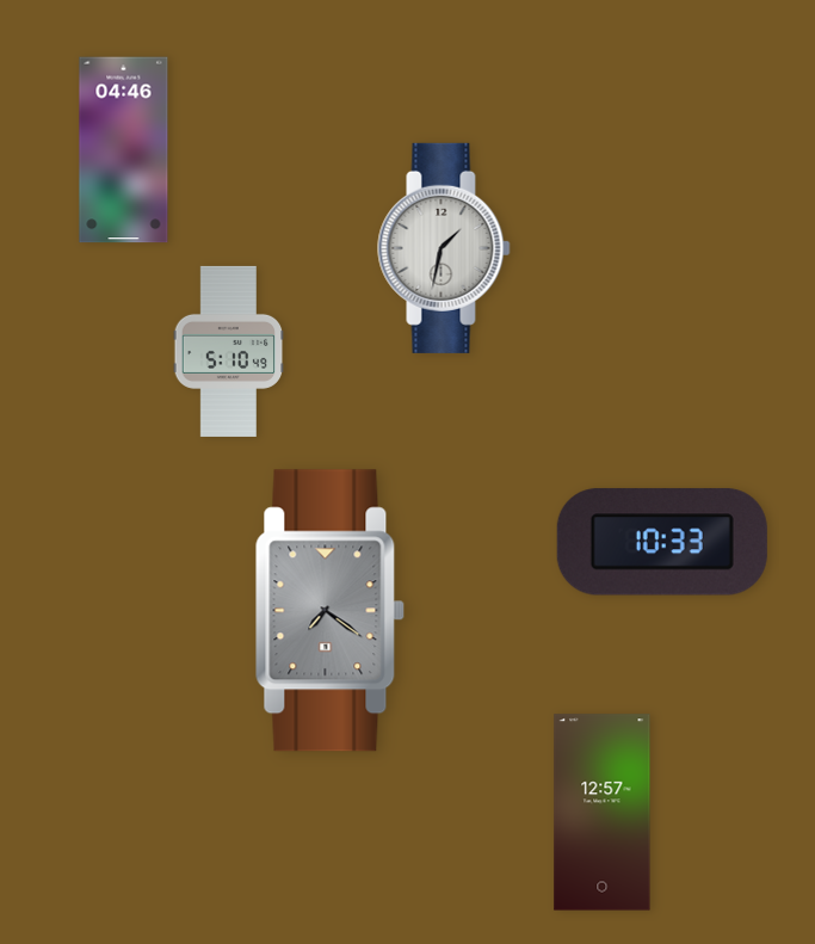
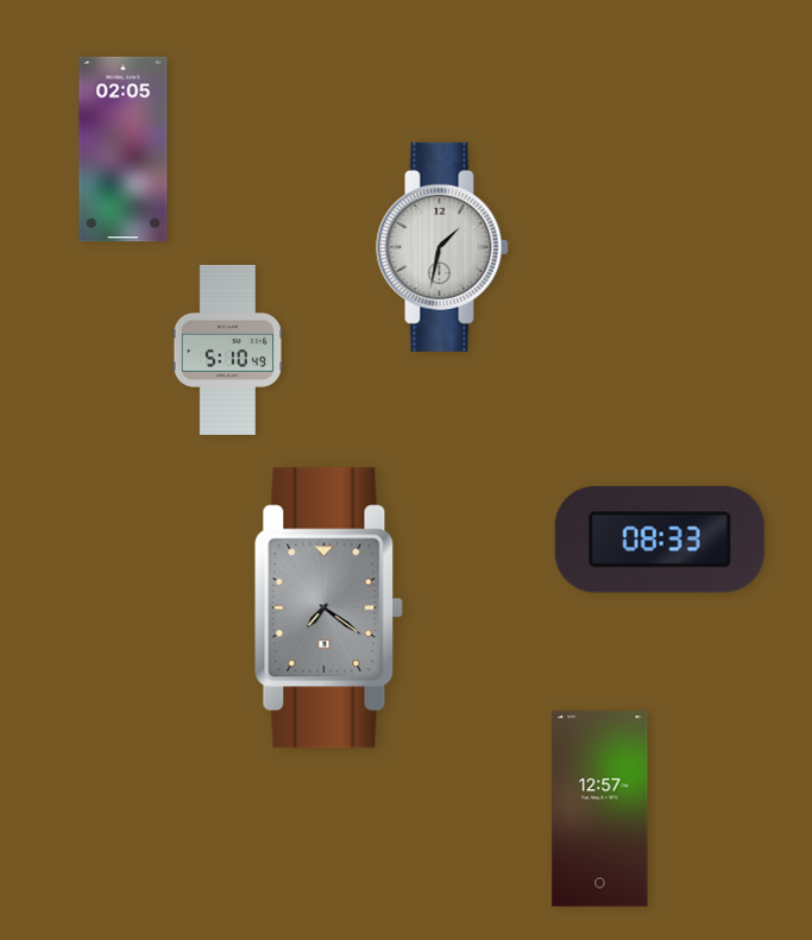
clock at (124, 150): 04:46 -> 02:05
clock at (662, 542): 10:33 -> 08:33
